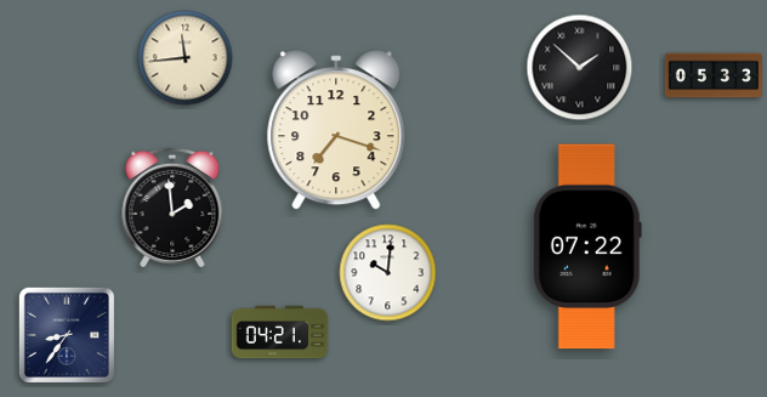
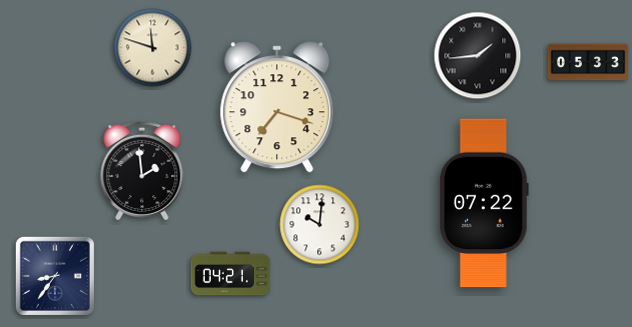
clock at (186, 58): 11:44 -> 11:48
clock at (580, 68): 1:52 -> 1:44
